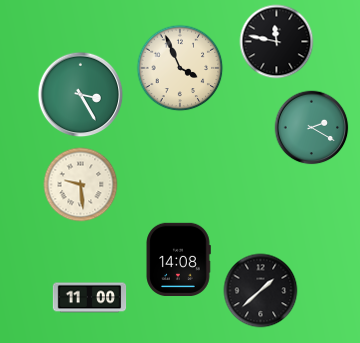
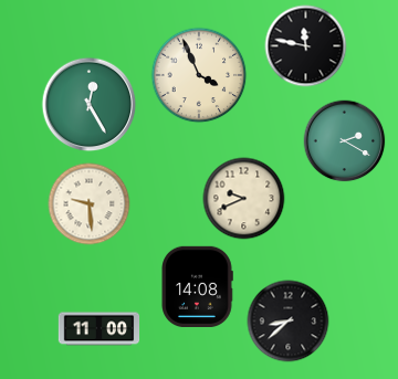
clock at (81, 95): 3:25 -> 12:25
clock at (244, 199): none -> 9:41
clock at (261, 291): 1:38 -> 8:38
